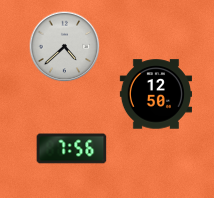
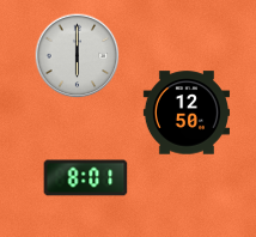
clock at (65, 47): 4:38 -> 6:00
clock at (72, 149): 7:56 -> 8:01
